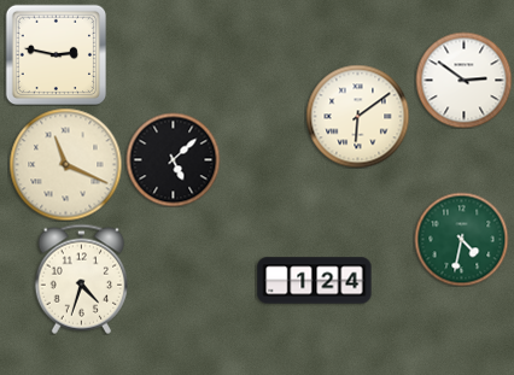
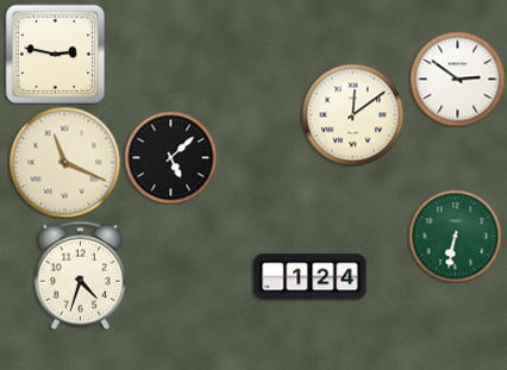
clock at (357, 116): 6:09 -> 12:09
clock at (461, 239): 4:32 -> 6:32
